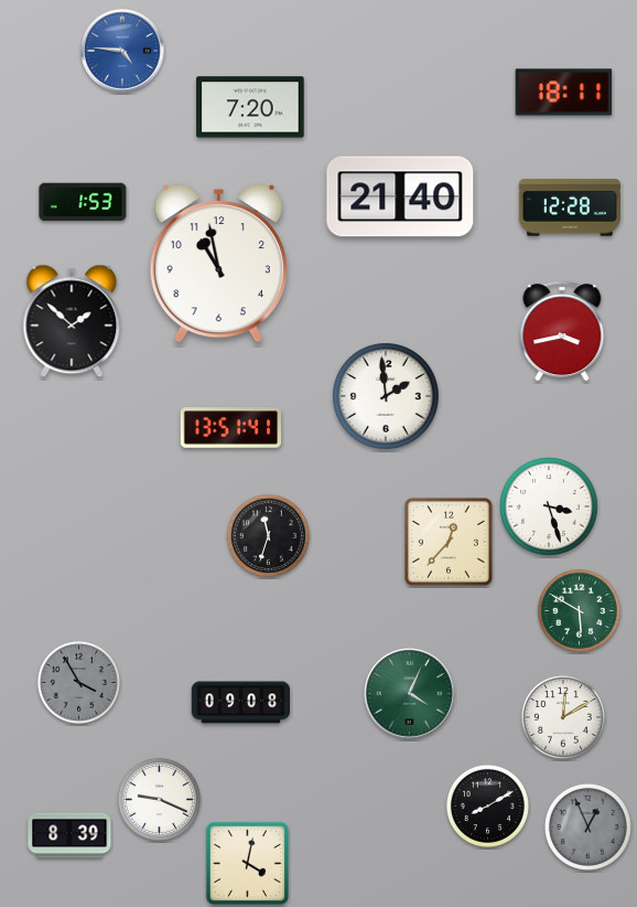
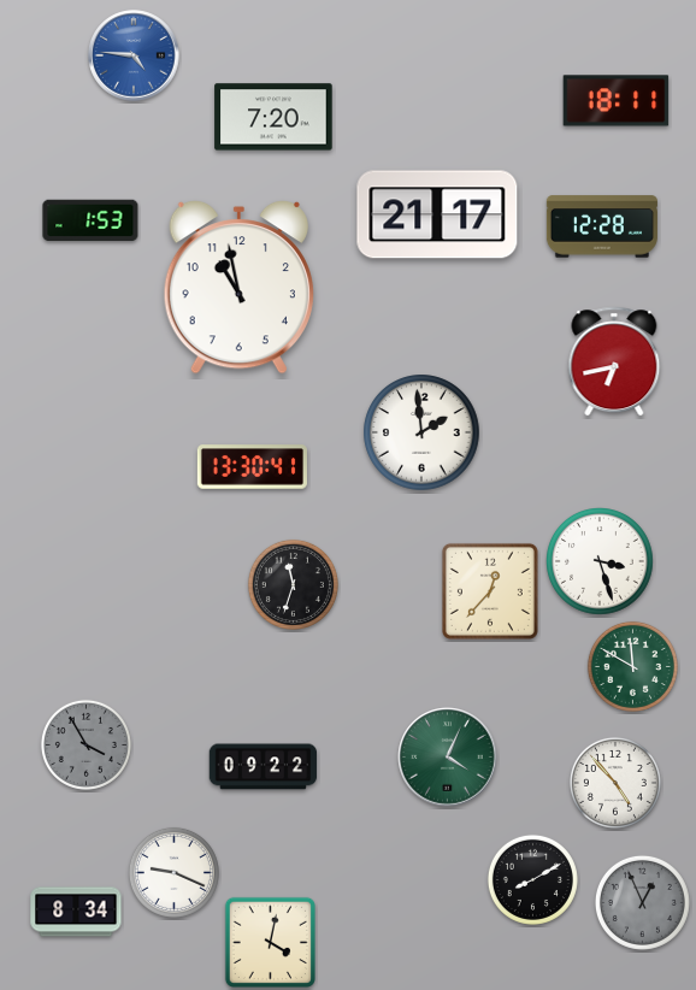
clock at (400, 196): 21:40 -> 21:17
clock at (570, 207) position: (570, 207) -> (602, 226)
clock at (72, 321): 1:52 -> none
clock at (562, 331): 3:43 -> 6:43
clock at (230, 428): 13:51 -> 13:30
clock at (550, 508) position: (550, 508) -> (601, 562)
clock at (579, 610): 5:50 -> 11:50
clock at (241, 703): 09:08 -> 09:22
clock at (563, 717): 12:10 -> 4:53
clock at (69, 835): 8:39 -> 8:34
